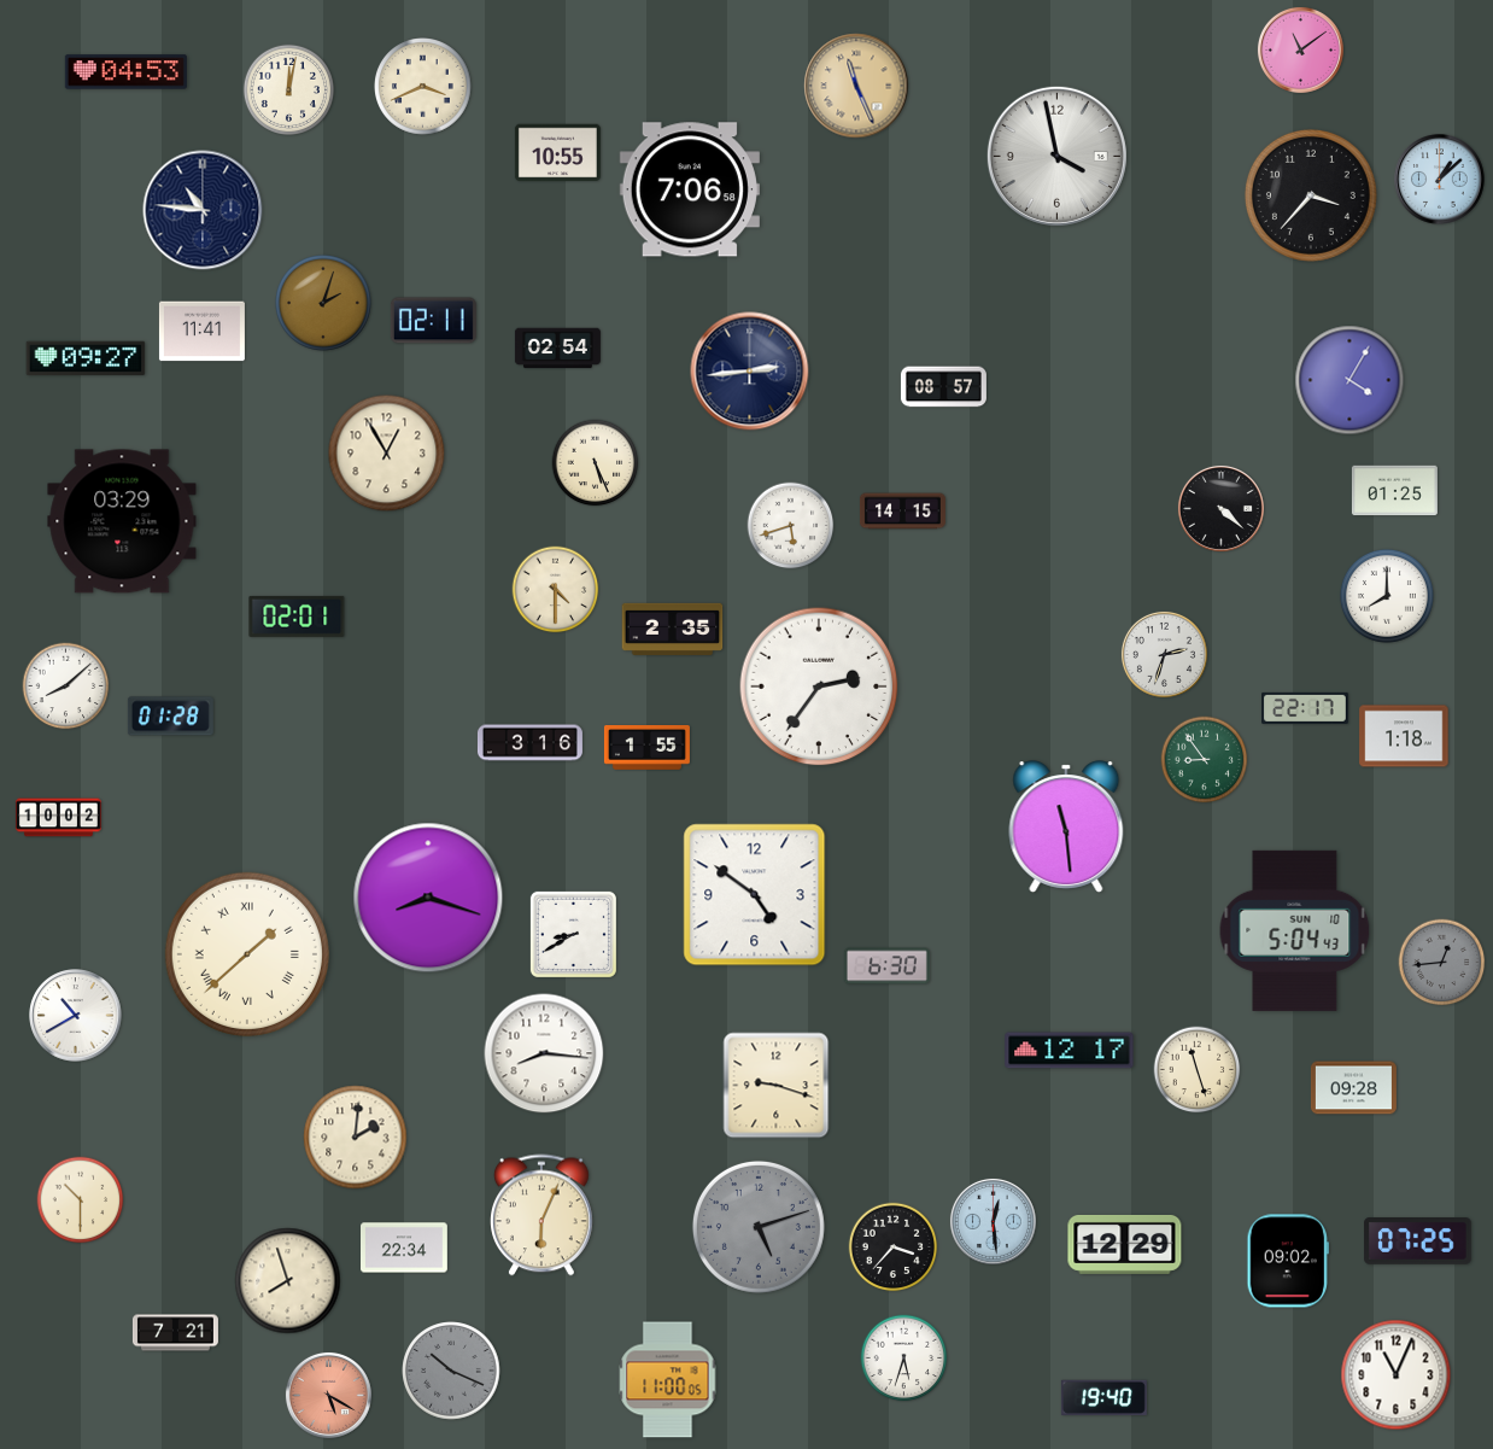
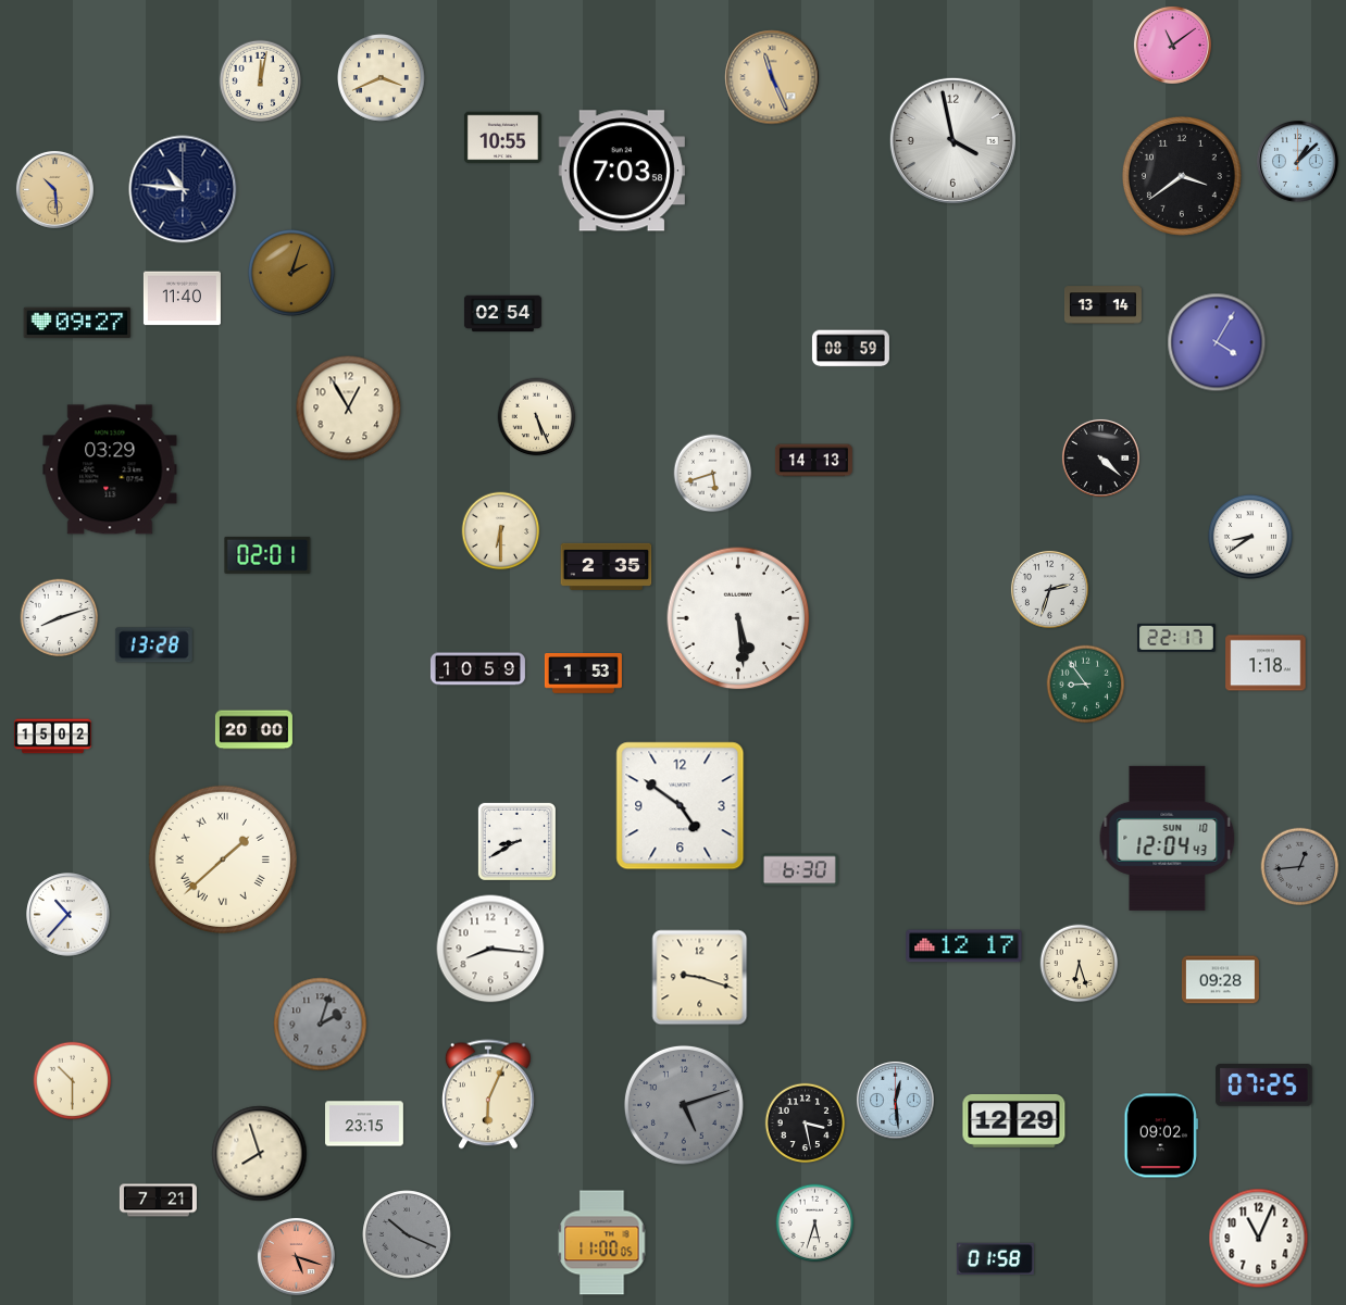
clock at (125, 72): 04:53 -> none
clock at (690, 189): 7:06 -> 7:03
clock at (1311, 195): 3:37 -> 3:39
clock at (54, 189): none -> 10:29
clock at (433, 321): 02:11 -> none
clock at (201, 332): 11:41 -> 11:40
clock at (1102, 305): none -> 13:14
clock at (750, 372): 2:44 -> none
clock at (943, 387): 08:57 -> 08:59
clock at (1394, 491): 01:25 -> none
clock at (902, 512): 14:15 -> 14:13
clock at (556, 590): 4:30 -> 6:30
clock at (1387, 596): 8:00 -> 8:39
clock at (66, 686): 8:08 -> 8:12
clock at (819, 686): 2:36 -> 5:29
clock at (170, 717): 01:28 -> 13:28
clock at (529, 743): 3:16 -> 10:59
clock at (646, 748): 1:55 -> 1:53
clock at (253, 730): none -> 20:00
clock at (58, 818): 10:02 -> 15:02
clock at (1066, 826): 11:29 -> none
clock at (428, 898): 8:18 -> none
clock at (1295, 930): 5:04 -> 12:04
clock at (76, 1016): 10:40 -> 10:37
clock at (1198, 1070): 11:27 -> 6:27
clock at (356, 1138): 2:01 -> 2:03
clock at (356, 1138) dial: cream -> grey
clock at (1418, 1241) position: (1418, 1241) -> (1264, 1086)
clock at (405, 1248): 22:34 -> 23:15
clock at (894, 1248): 3:37 -> 3:28
clock at (328, 1395): 5:20 -> 5:18
clock at (1103, 1397): 19:40 -> 01:58
